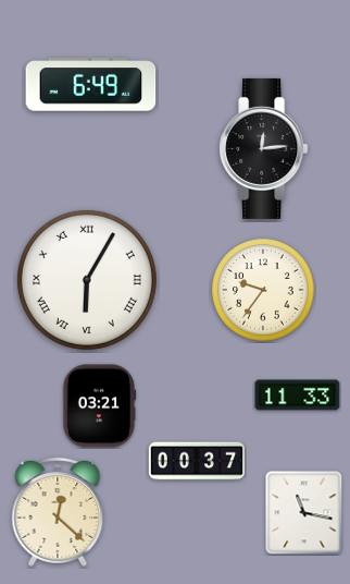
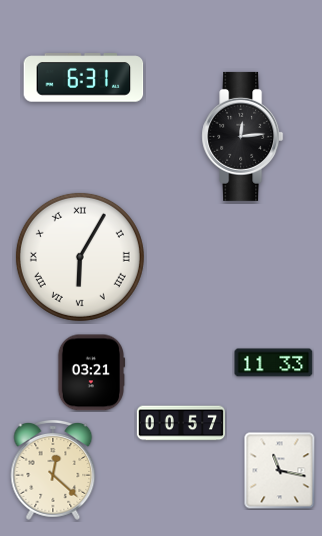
clock at (91, 85): 6:49 -> 6:31
clock at (263, 290): 9:36 -> none
clock at (196, 461): 00:37 -> 00:57
